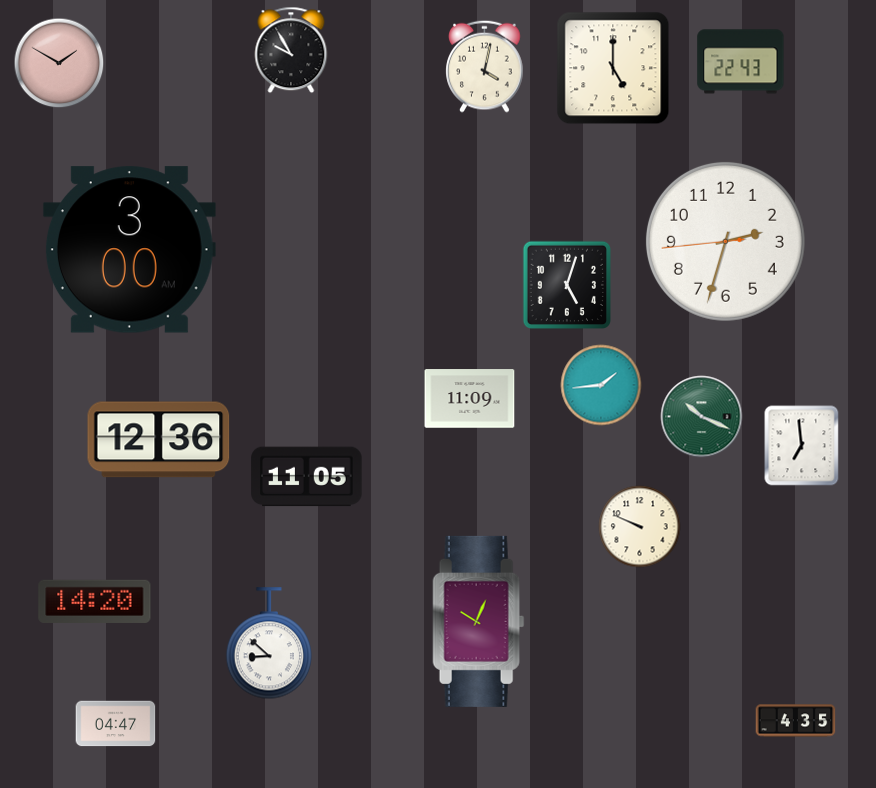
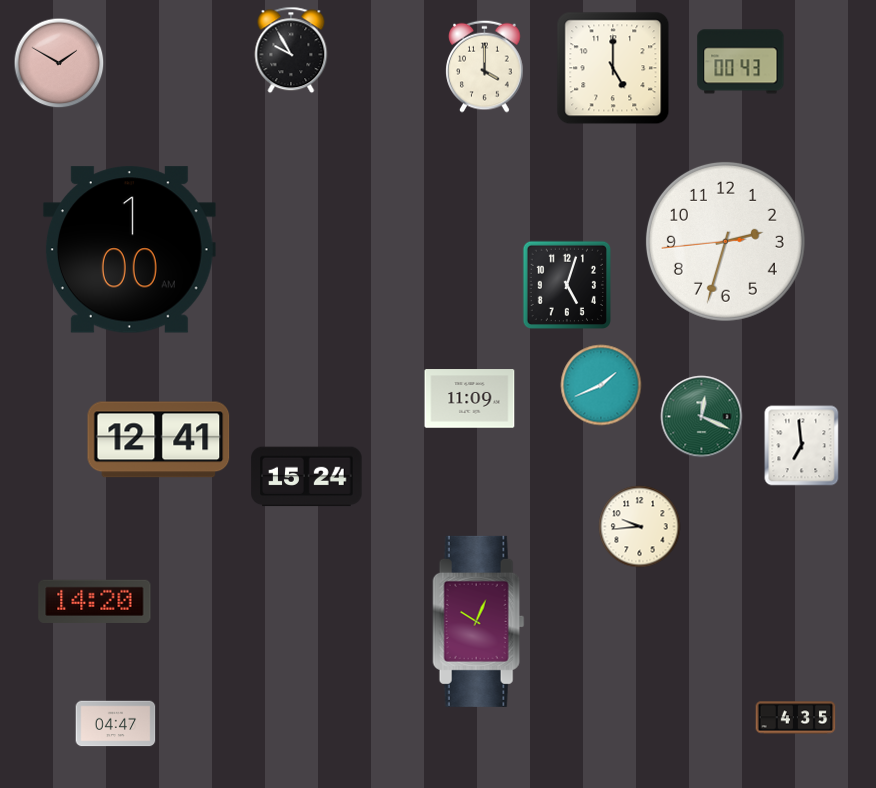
clock at (741, 62): 22:43 -> 00:43
clock at (485, 66): 4:02 -> 4:00
clock at (129, 250): 3:00 -> 1:00
clock at (601, 385): 1:44 -> 1:41
clock at (702, 417): 10:19 -> 12:19
clock at (159, 440): 12:36 -> 12:41
clock at (307, 477): 11:05 -> 15:24
clock at (640, 527): 9:49 -> 9:44
clock at (268, 644): 8:52 -> none
clock at (796, 721) position: (796, 721) -> (796, 718)
